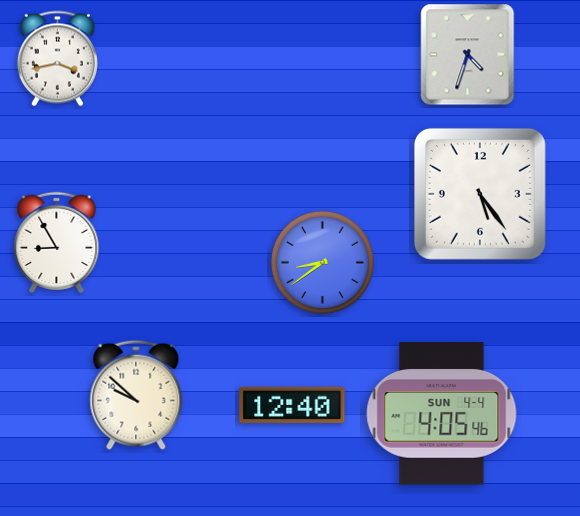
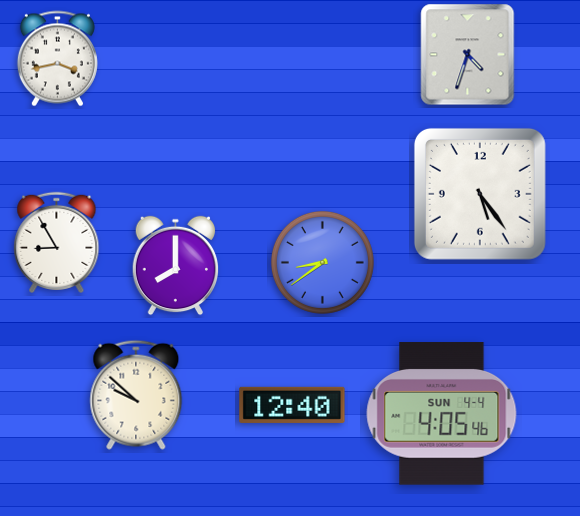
clock at (176, 266): none -> 8:00
